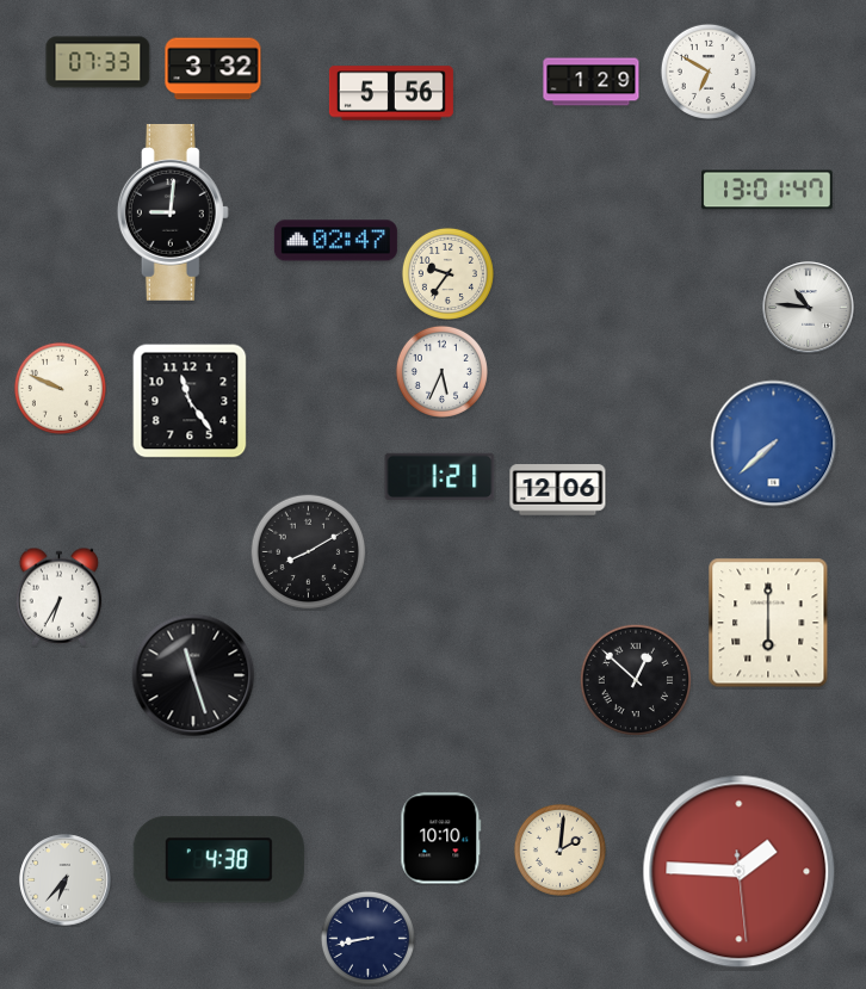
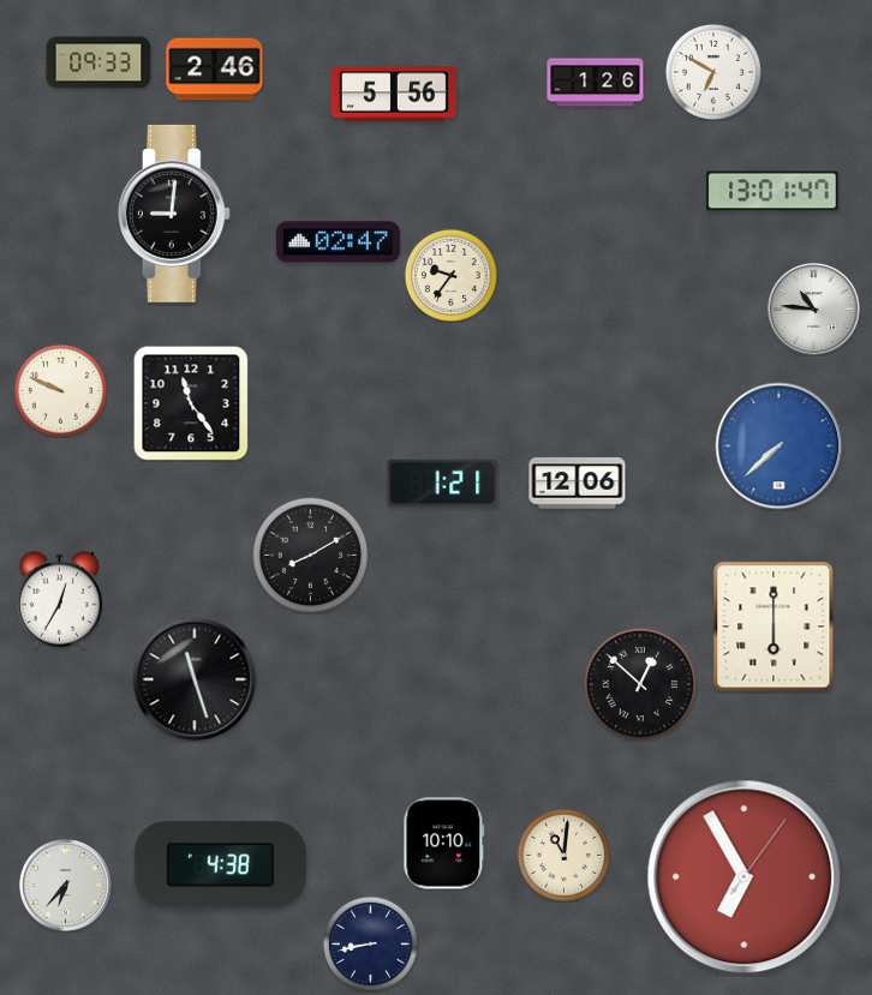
clock at (98, 62): 07:33 -> 09:33
clock at (214, 69): 3:32 -> 2:46
clock at (592, 82): 1:29 -> 1:26
clock at (441, 371): 5:34 -> none
clock at (440, 477) position: (440, 477) -> (443, 484)
clock at (558, 490) position: (558, 490) -> (578, 484)
clock at (60, 597): 6:35 -> 12:35
clock at (559, 849): 2:01 -> 11:01
clock at (740, 872): 1:45 -> 6:55
